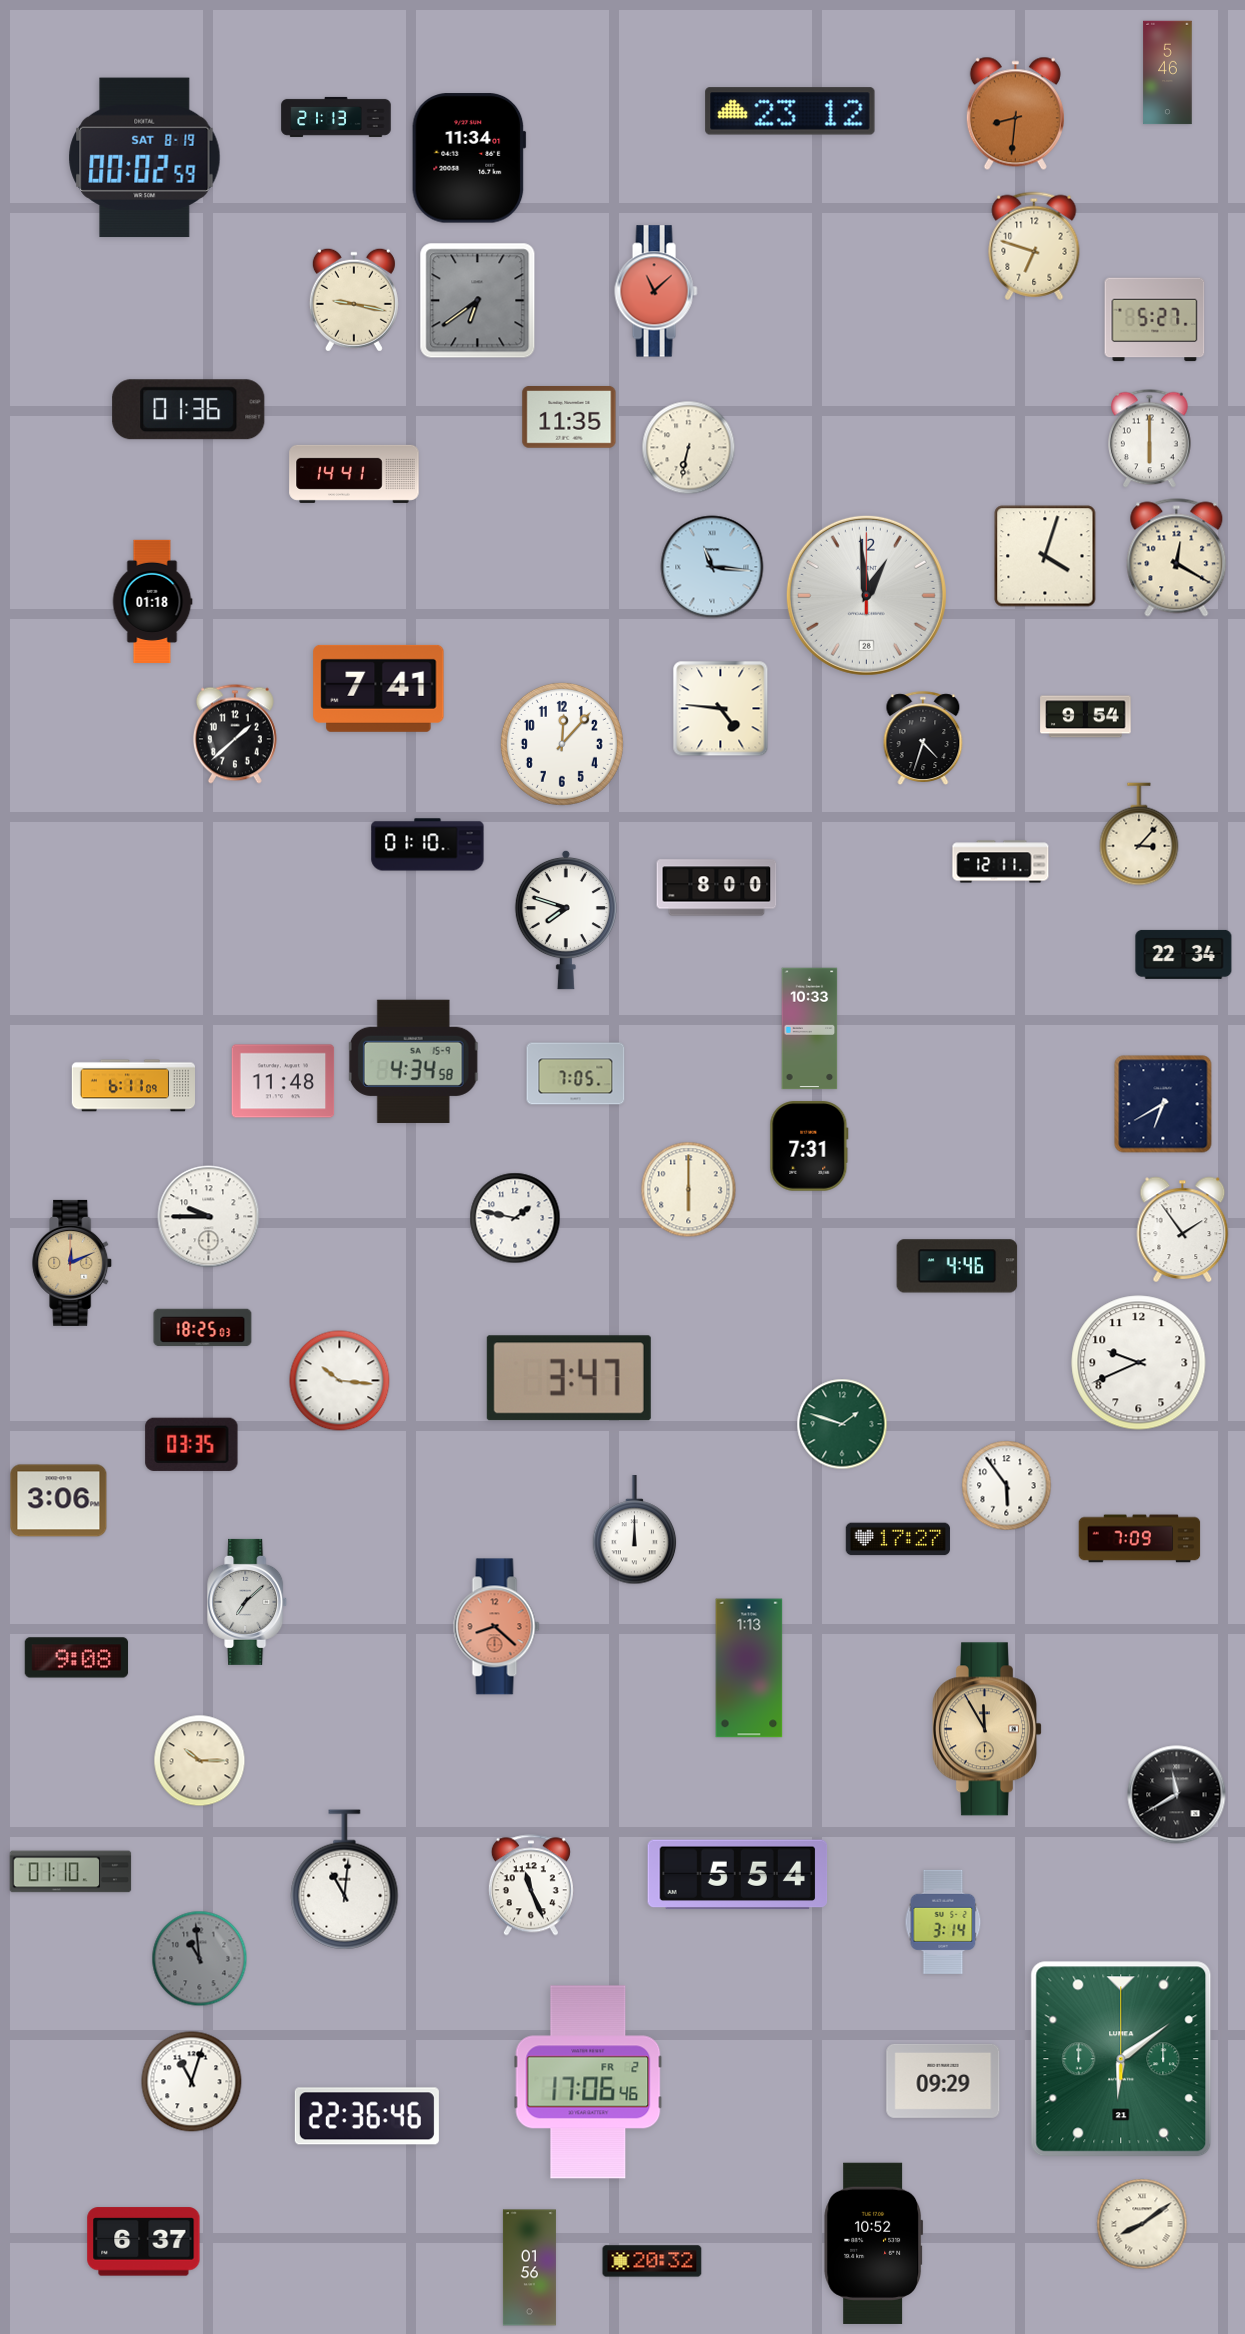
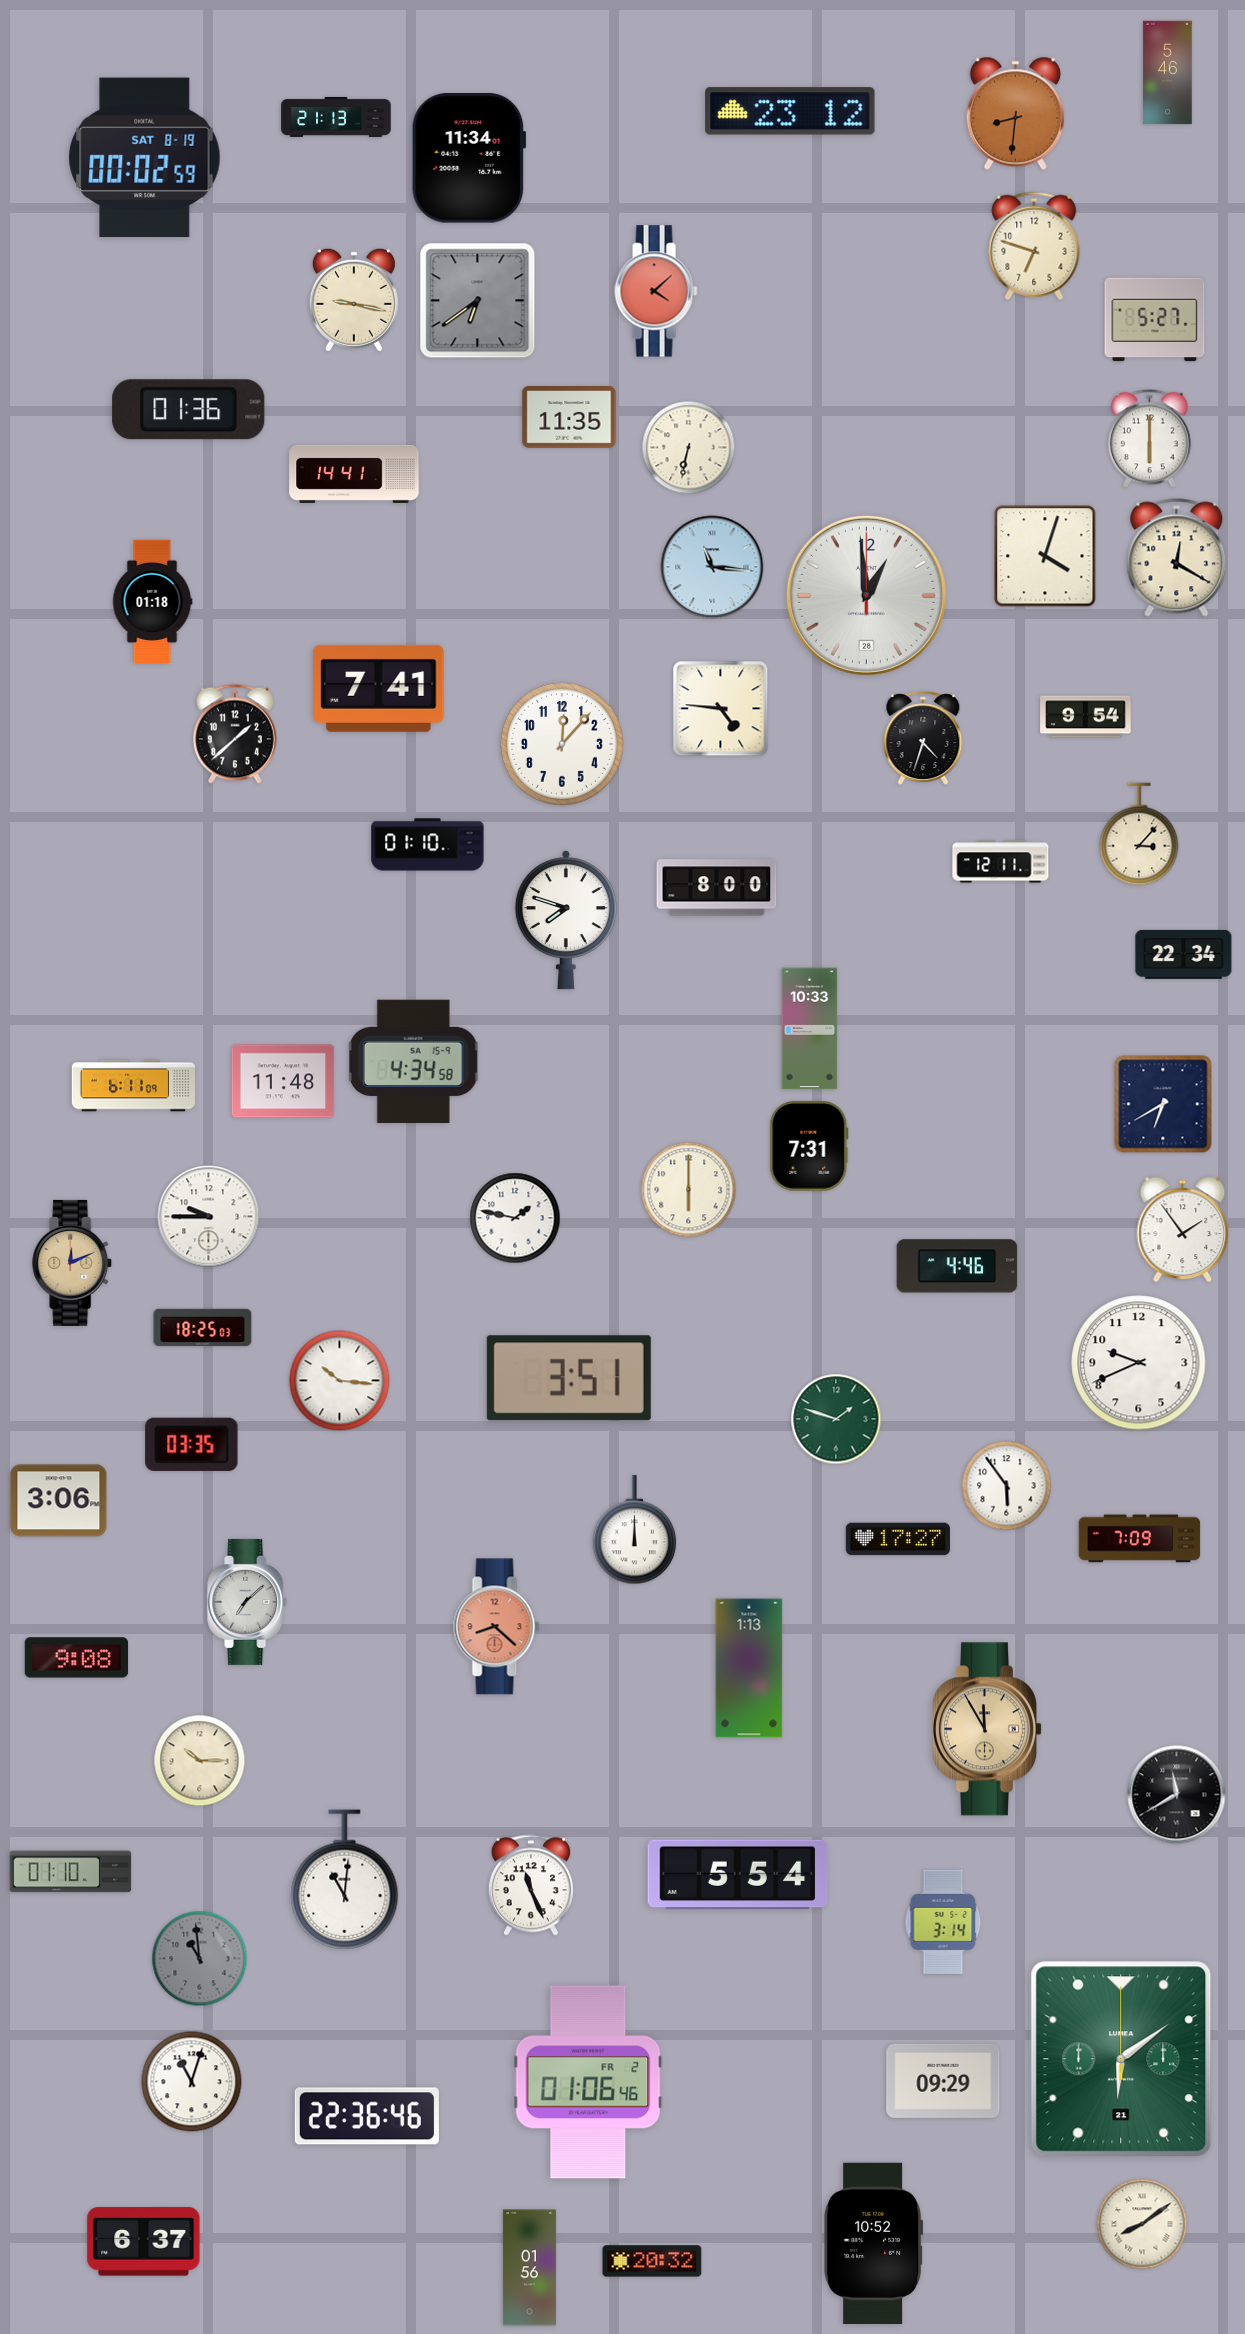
clock at (656, 291): 11:08 -> 4:08
clock at (576, 1074): 7:05 -> none
clock at (569, 1378): 3:47 -> 3:51
clock at (842, 1424) position: (842, 1424) -> (836, 1419)
clock at (588, 2082): 17:06 -> 01:06
